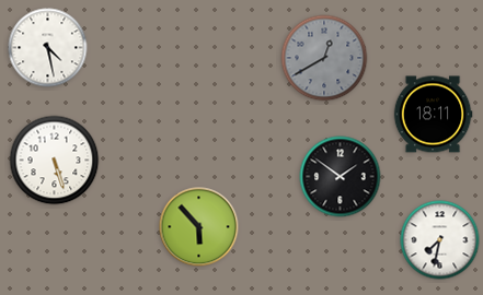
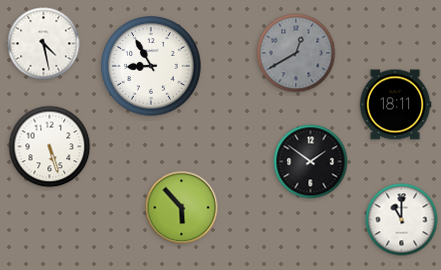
clock at (151, 66): none -> 8:55
clock at (440, 240): 7:32 -> 11:00
